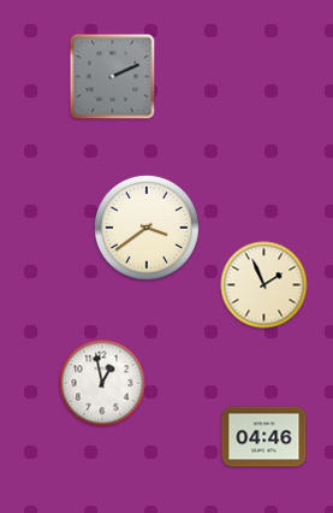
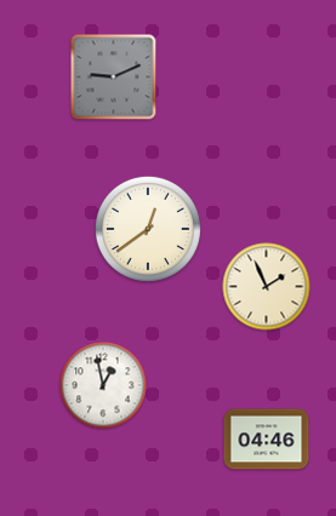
clock at (113, 77): 2:11 -> 9:11
clock at (147, 228): 3:39 -> 12:39
